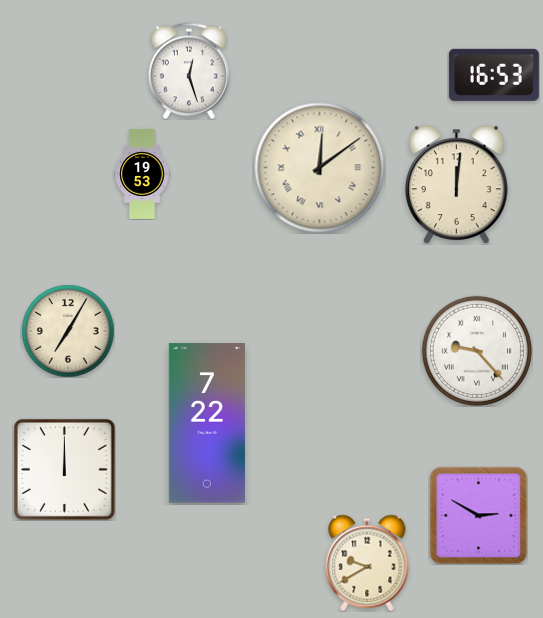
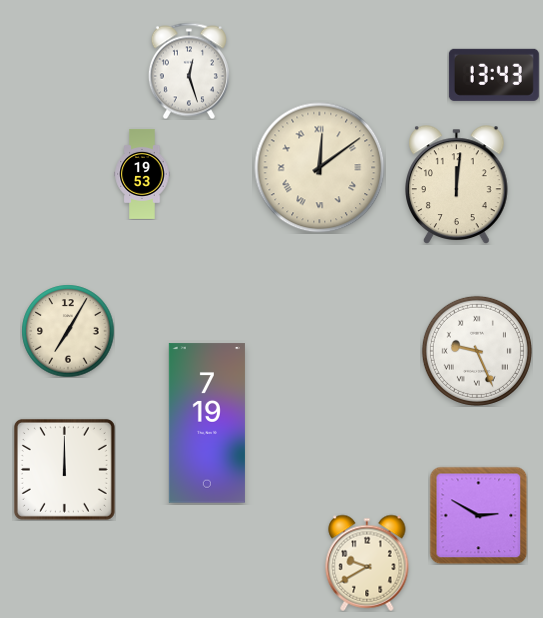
clock at (494, 75): 16:53 -> 13:43
clock at (477, 351): 9:23 -> 9:26
clock at (207, 423): 7:22 -> 7:19
